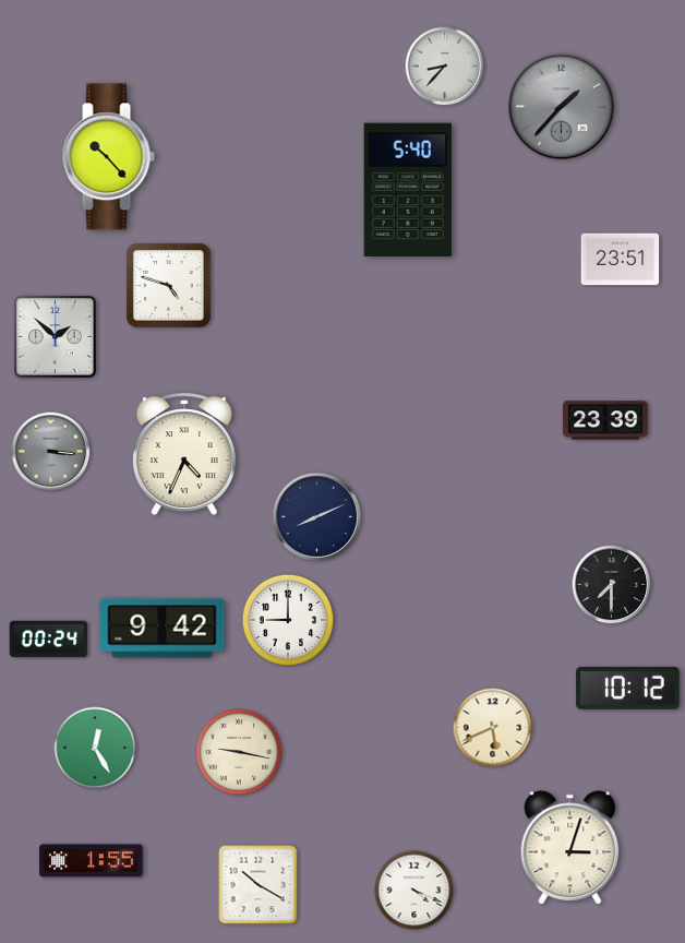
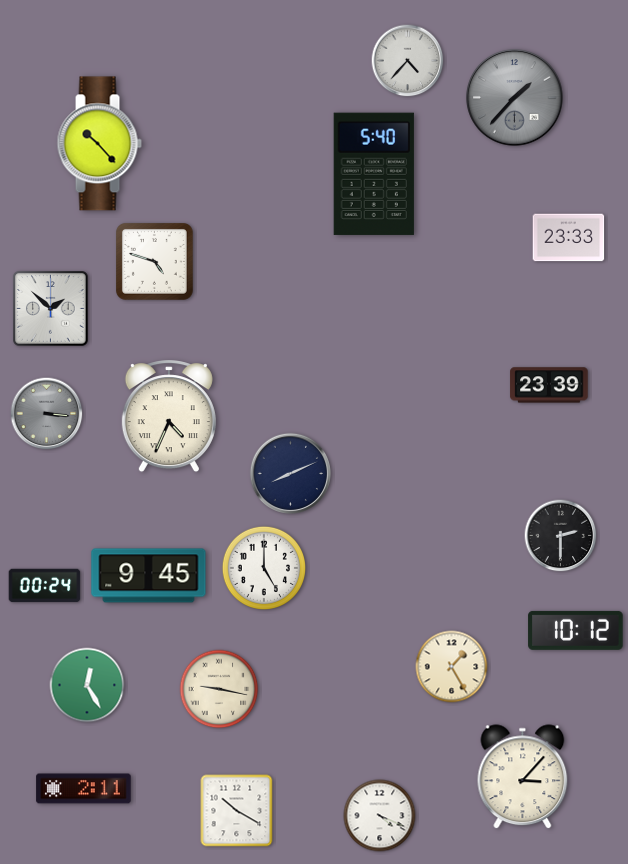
clock at (445, 67): 8:37 -> 4:37
clock at (621, 260): 23:51 -> 23:33
clock at (605, 420) position: (605, 420) -> (549, 385)
clock at (612, 585): 7:30 -> 2:30
clock at (287, 619): 9:00 -> 5:00
clock at (163, 629): 9:42 -> 9:45
clock at (493, 728): 5:41 -> 1:25
clock at (570, 848): 3:03 -> 3:07
clock at (92, 861): 1:55 -> 2:11
